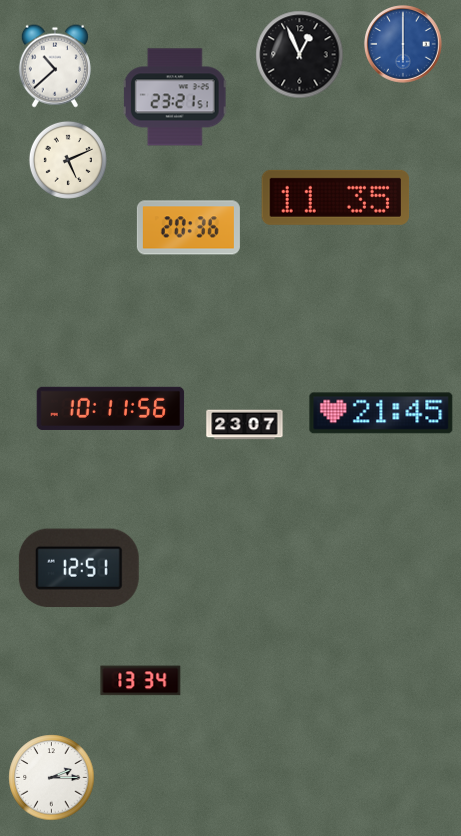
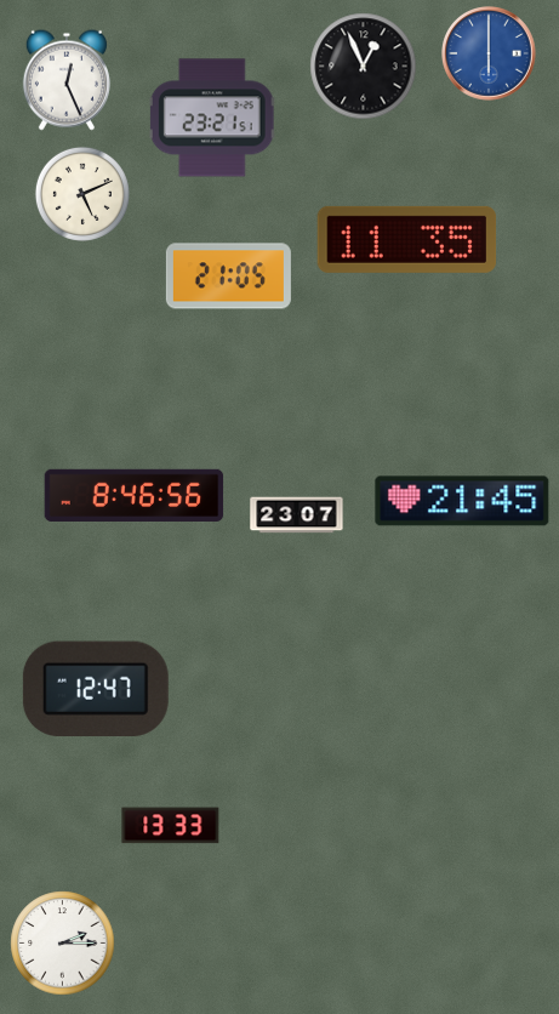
clock at (55, 66): 10:38 -> 12:26
clock at (188, 228): 20:36 -> 21:05
clock at (111, 408): 10:11 -> 8:46
clock at (79, 567): 12:51 -> 12:47
clock at (141, 681): 13:34 -> 13:33
